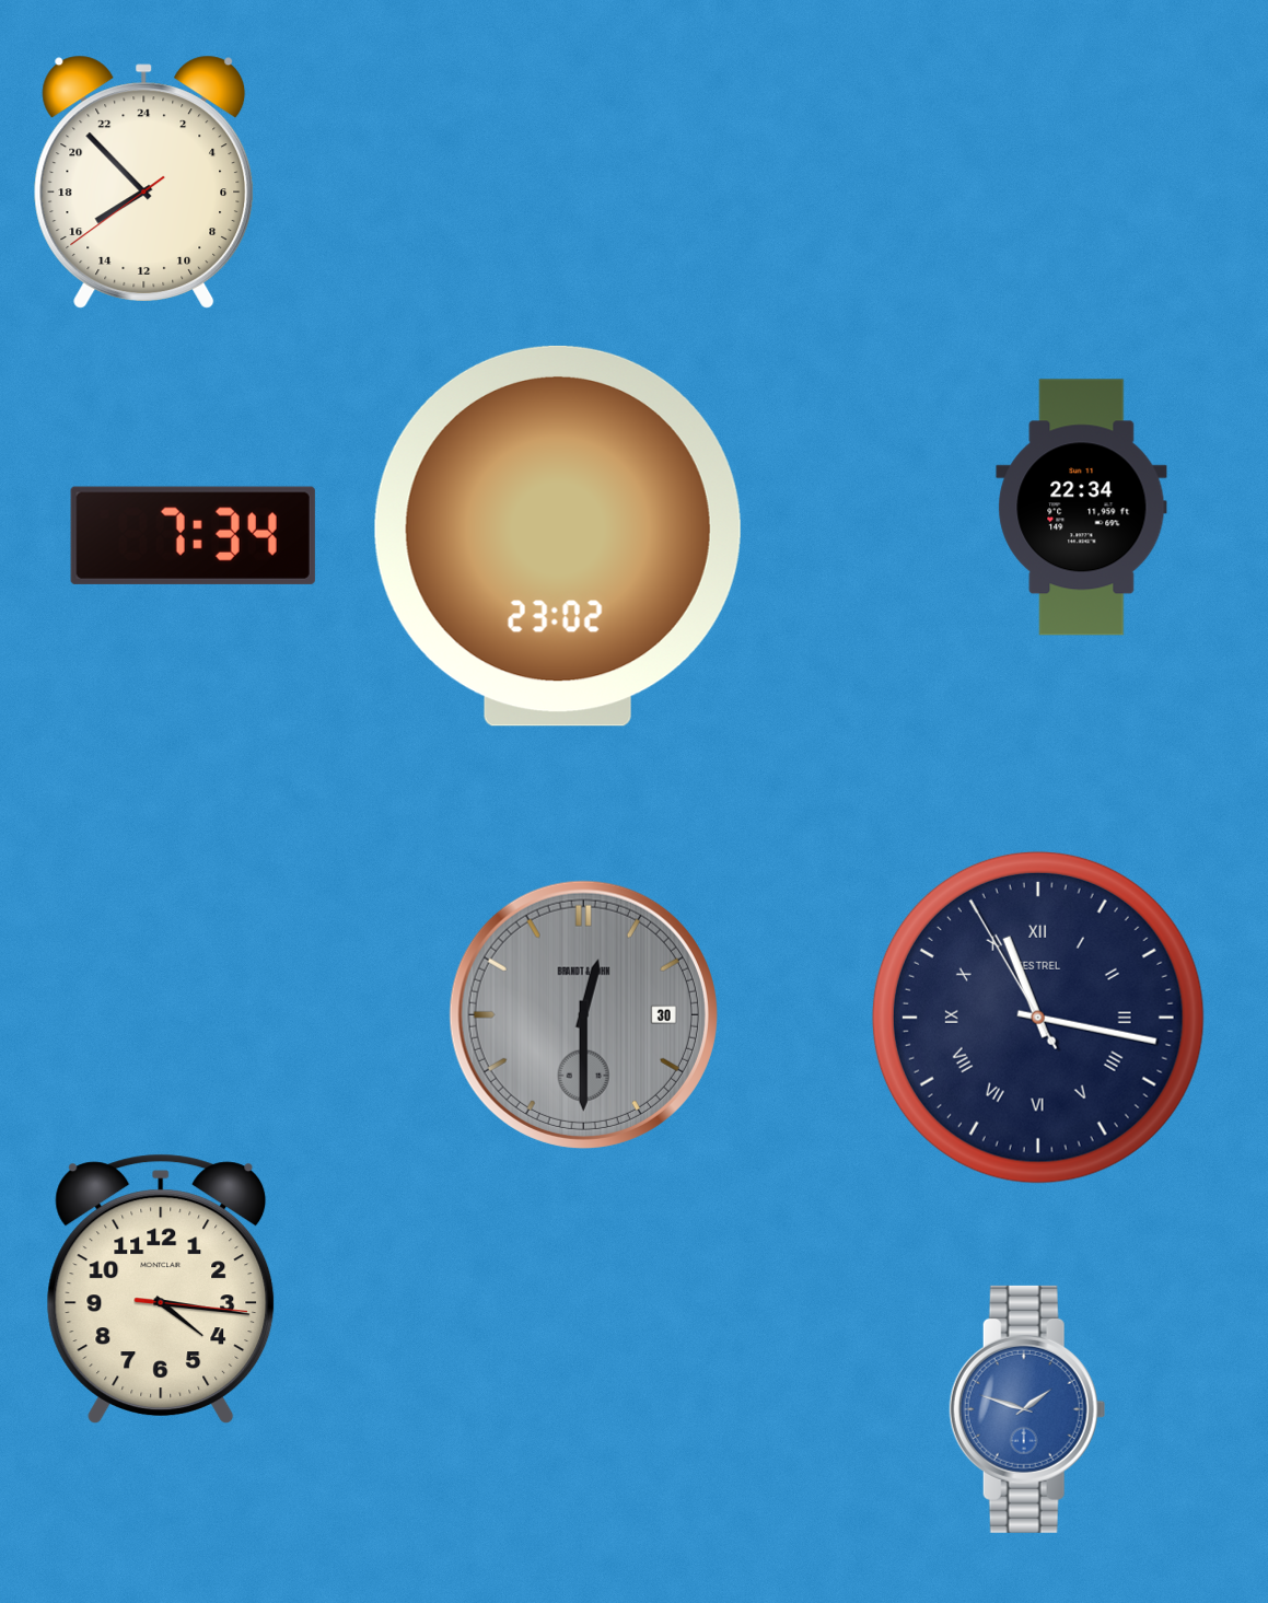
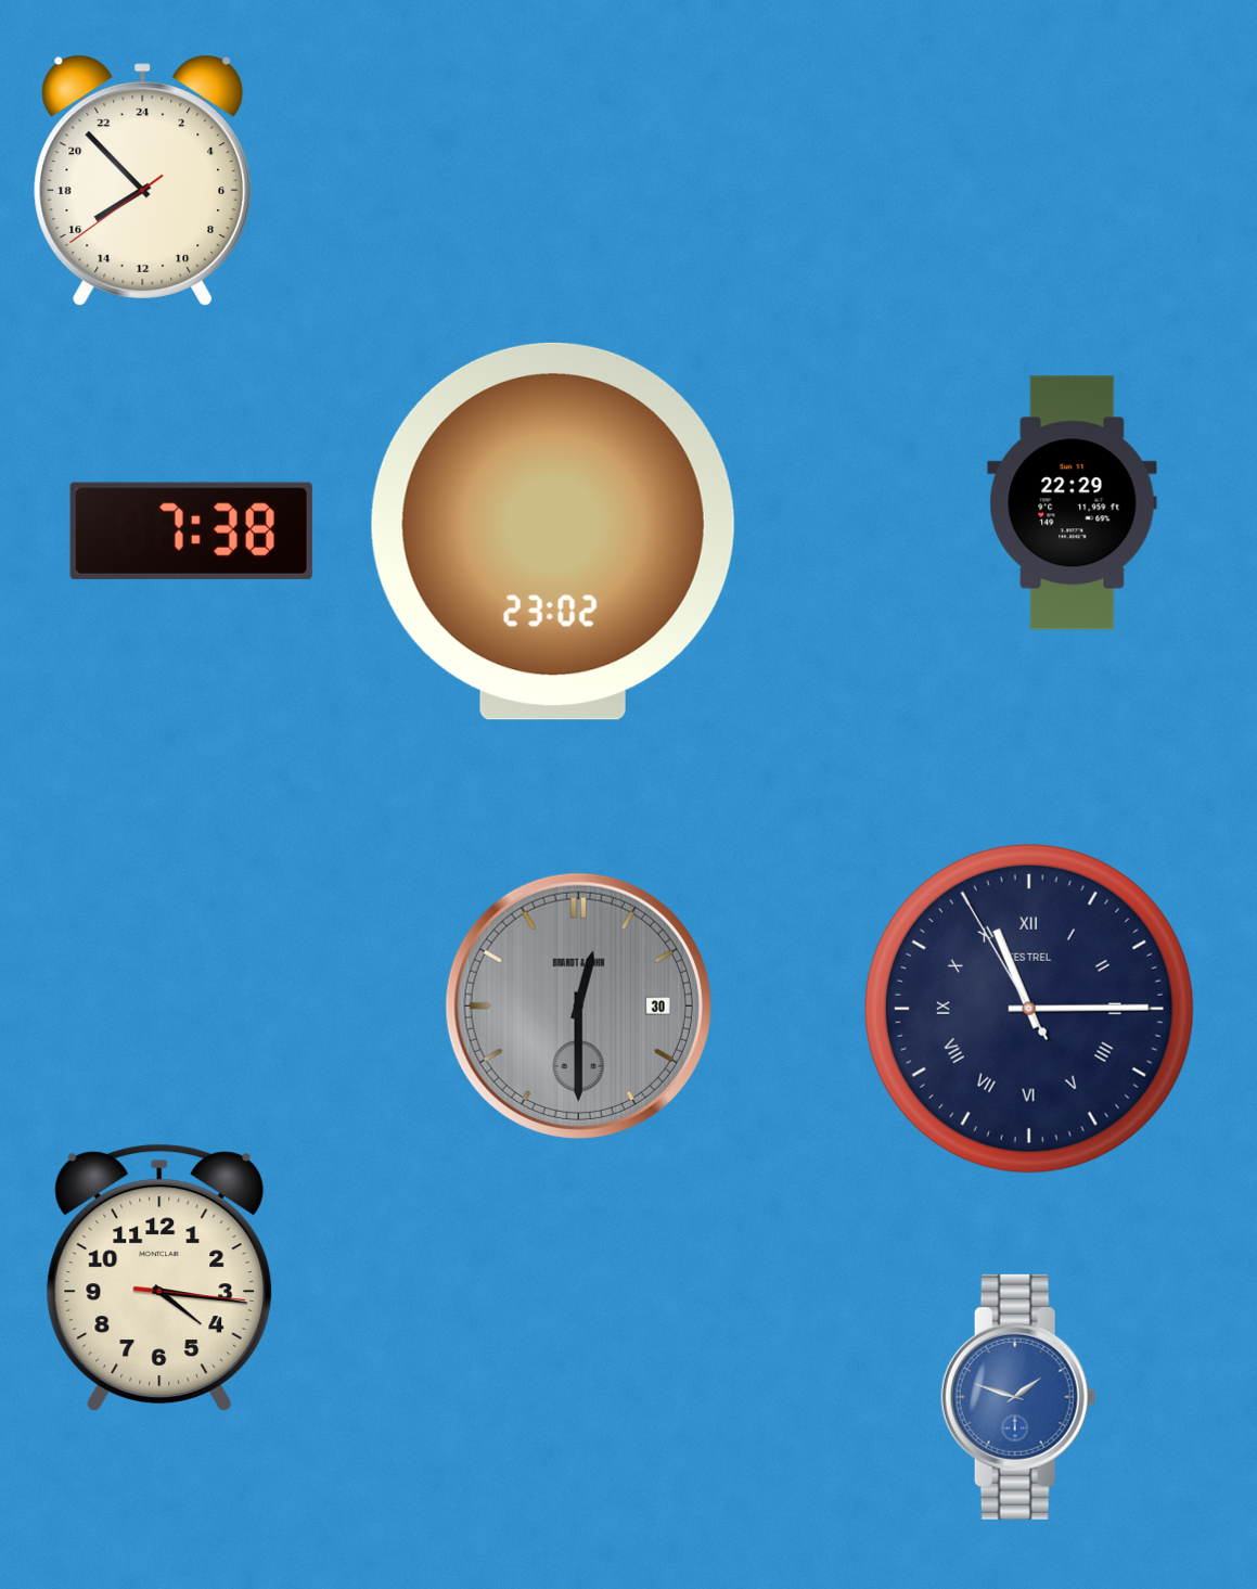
clock at (1082, 508): 22:34 -> 22:29
clock at (193, 535): 7:34 -> 7:38
clock at (1038, 1018): 11:16 -> 11:14
